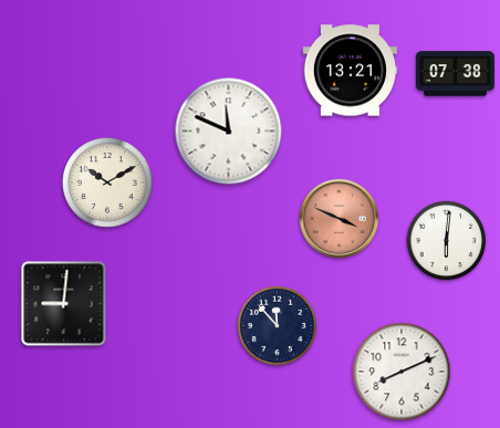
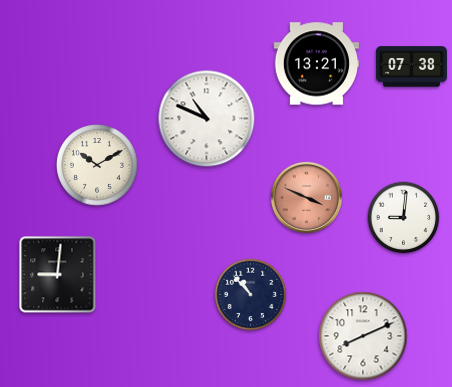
clock at (229, 132): 11:49 -> 10:49
clock at (447, 241): 6:01 -> 9:01
clock at (278, 326): 11:53 -> 10:53
